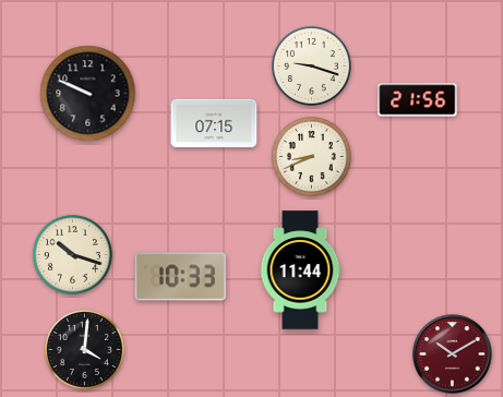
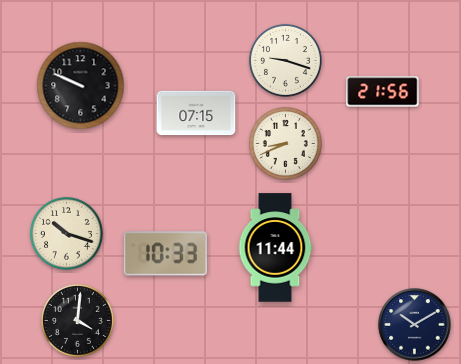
clock at (453, 354) dial: burgundy -> navy
